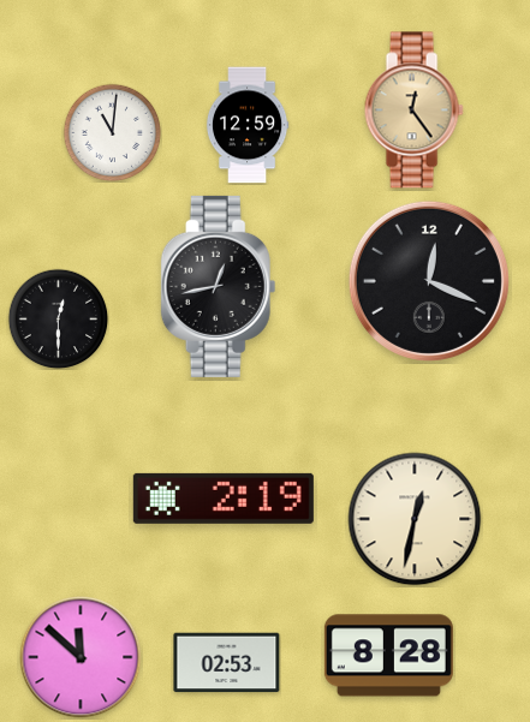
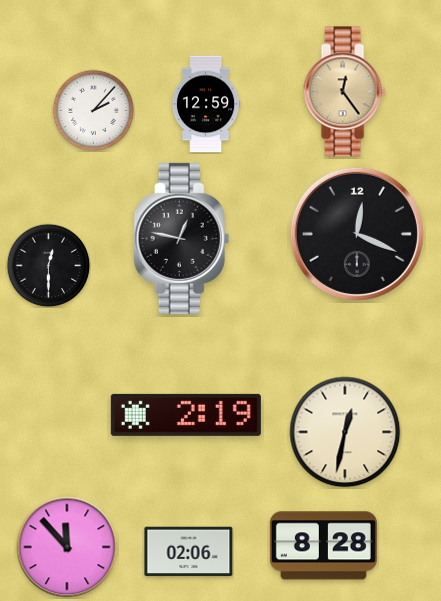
clock at (112, 132): 11:01 -> 2:07
clock at (219, 286): 12:43 -> 12:47
clock at (81, 657): 11:52 -> 11:53
clock at (227, 663): 02:53 -> 02:06
